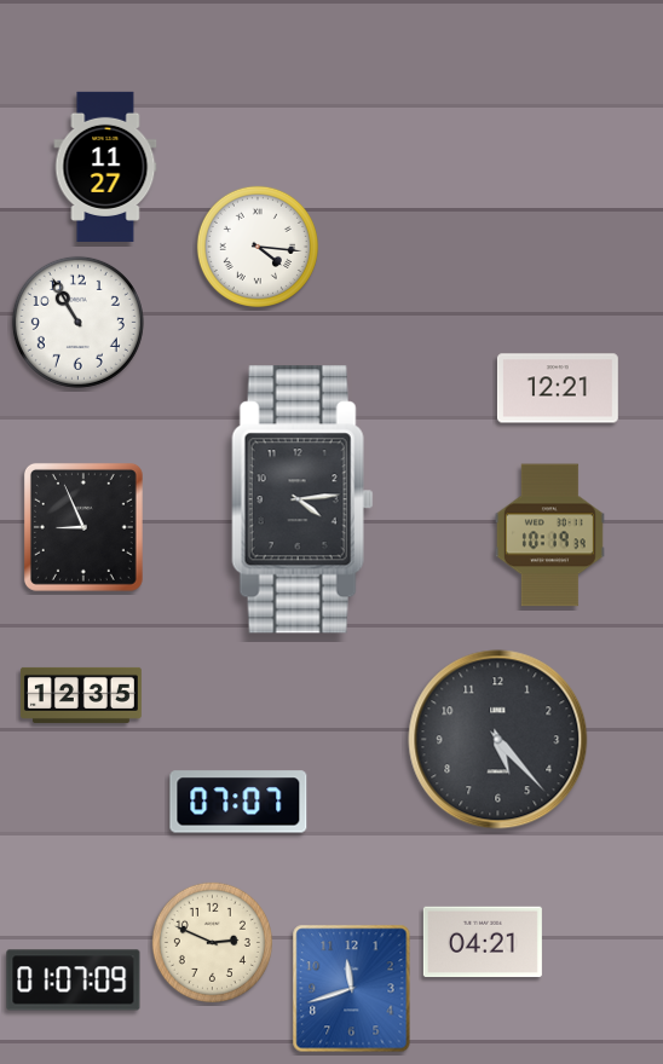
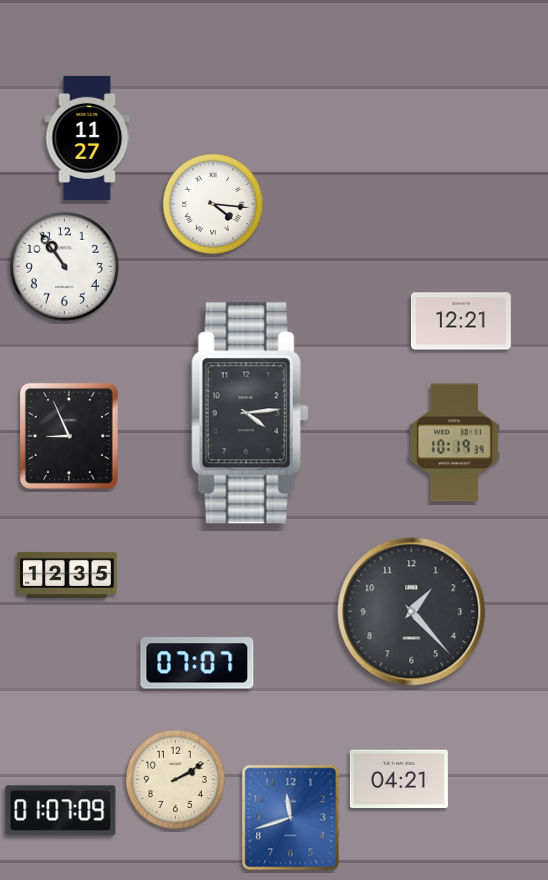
clock at (77, 322): 10:55 -> 10:54
clock at (498, 740): 5:23 -> 1:23
clock at (212, 942): 2:49 -> 2:10
